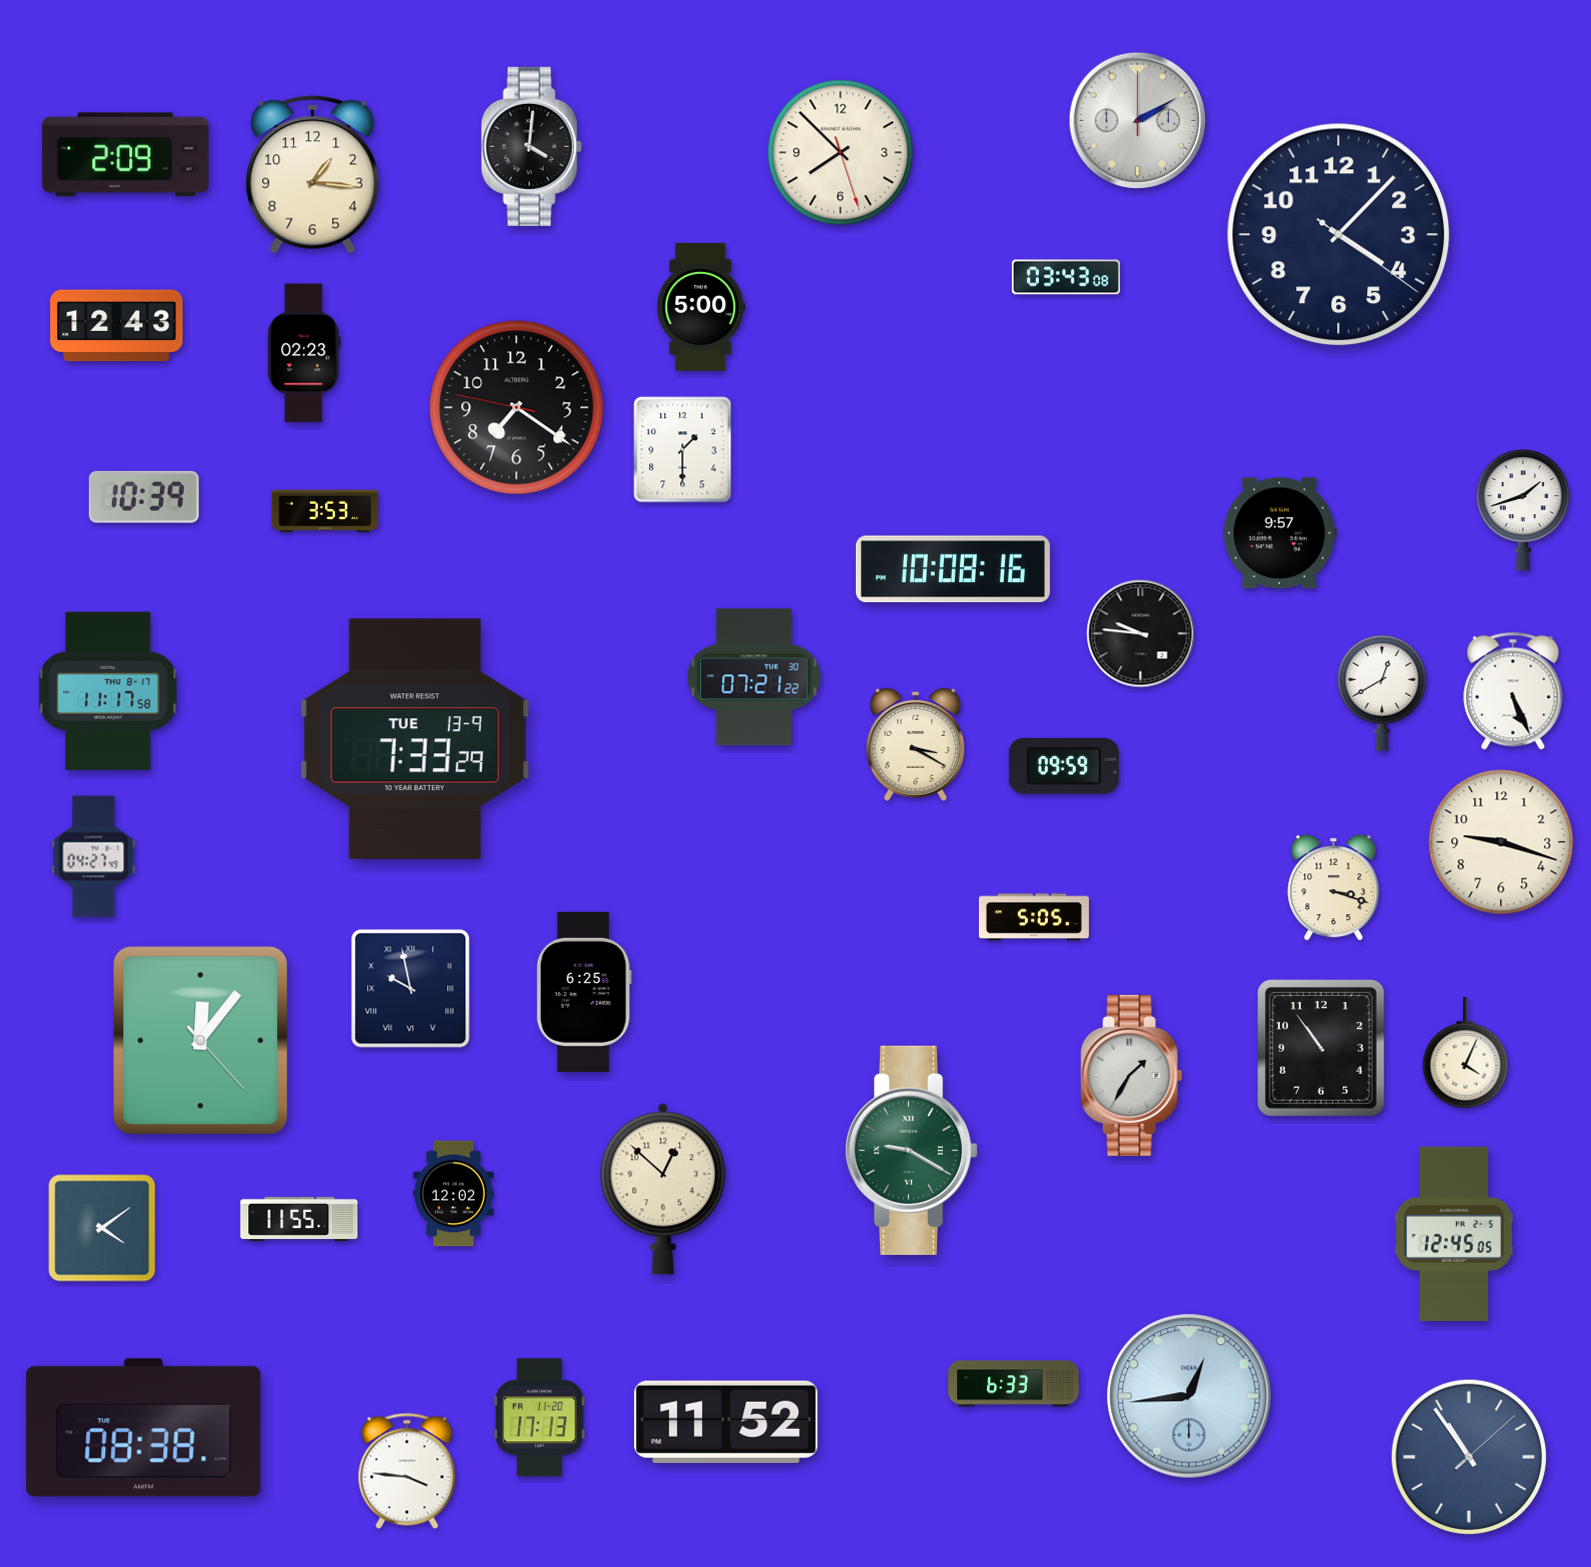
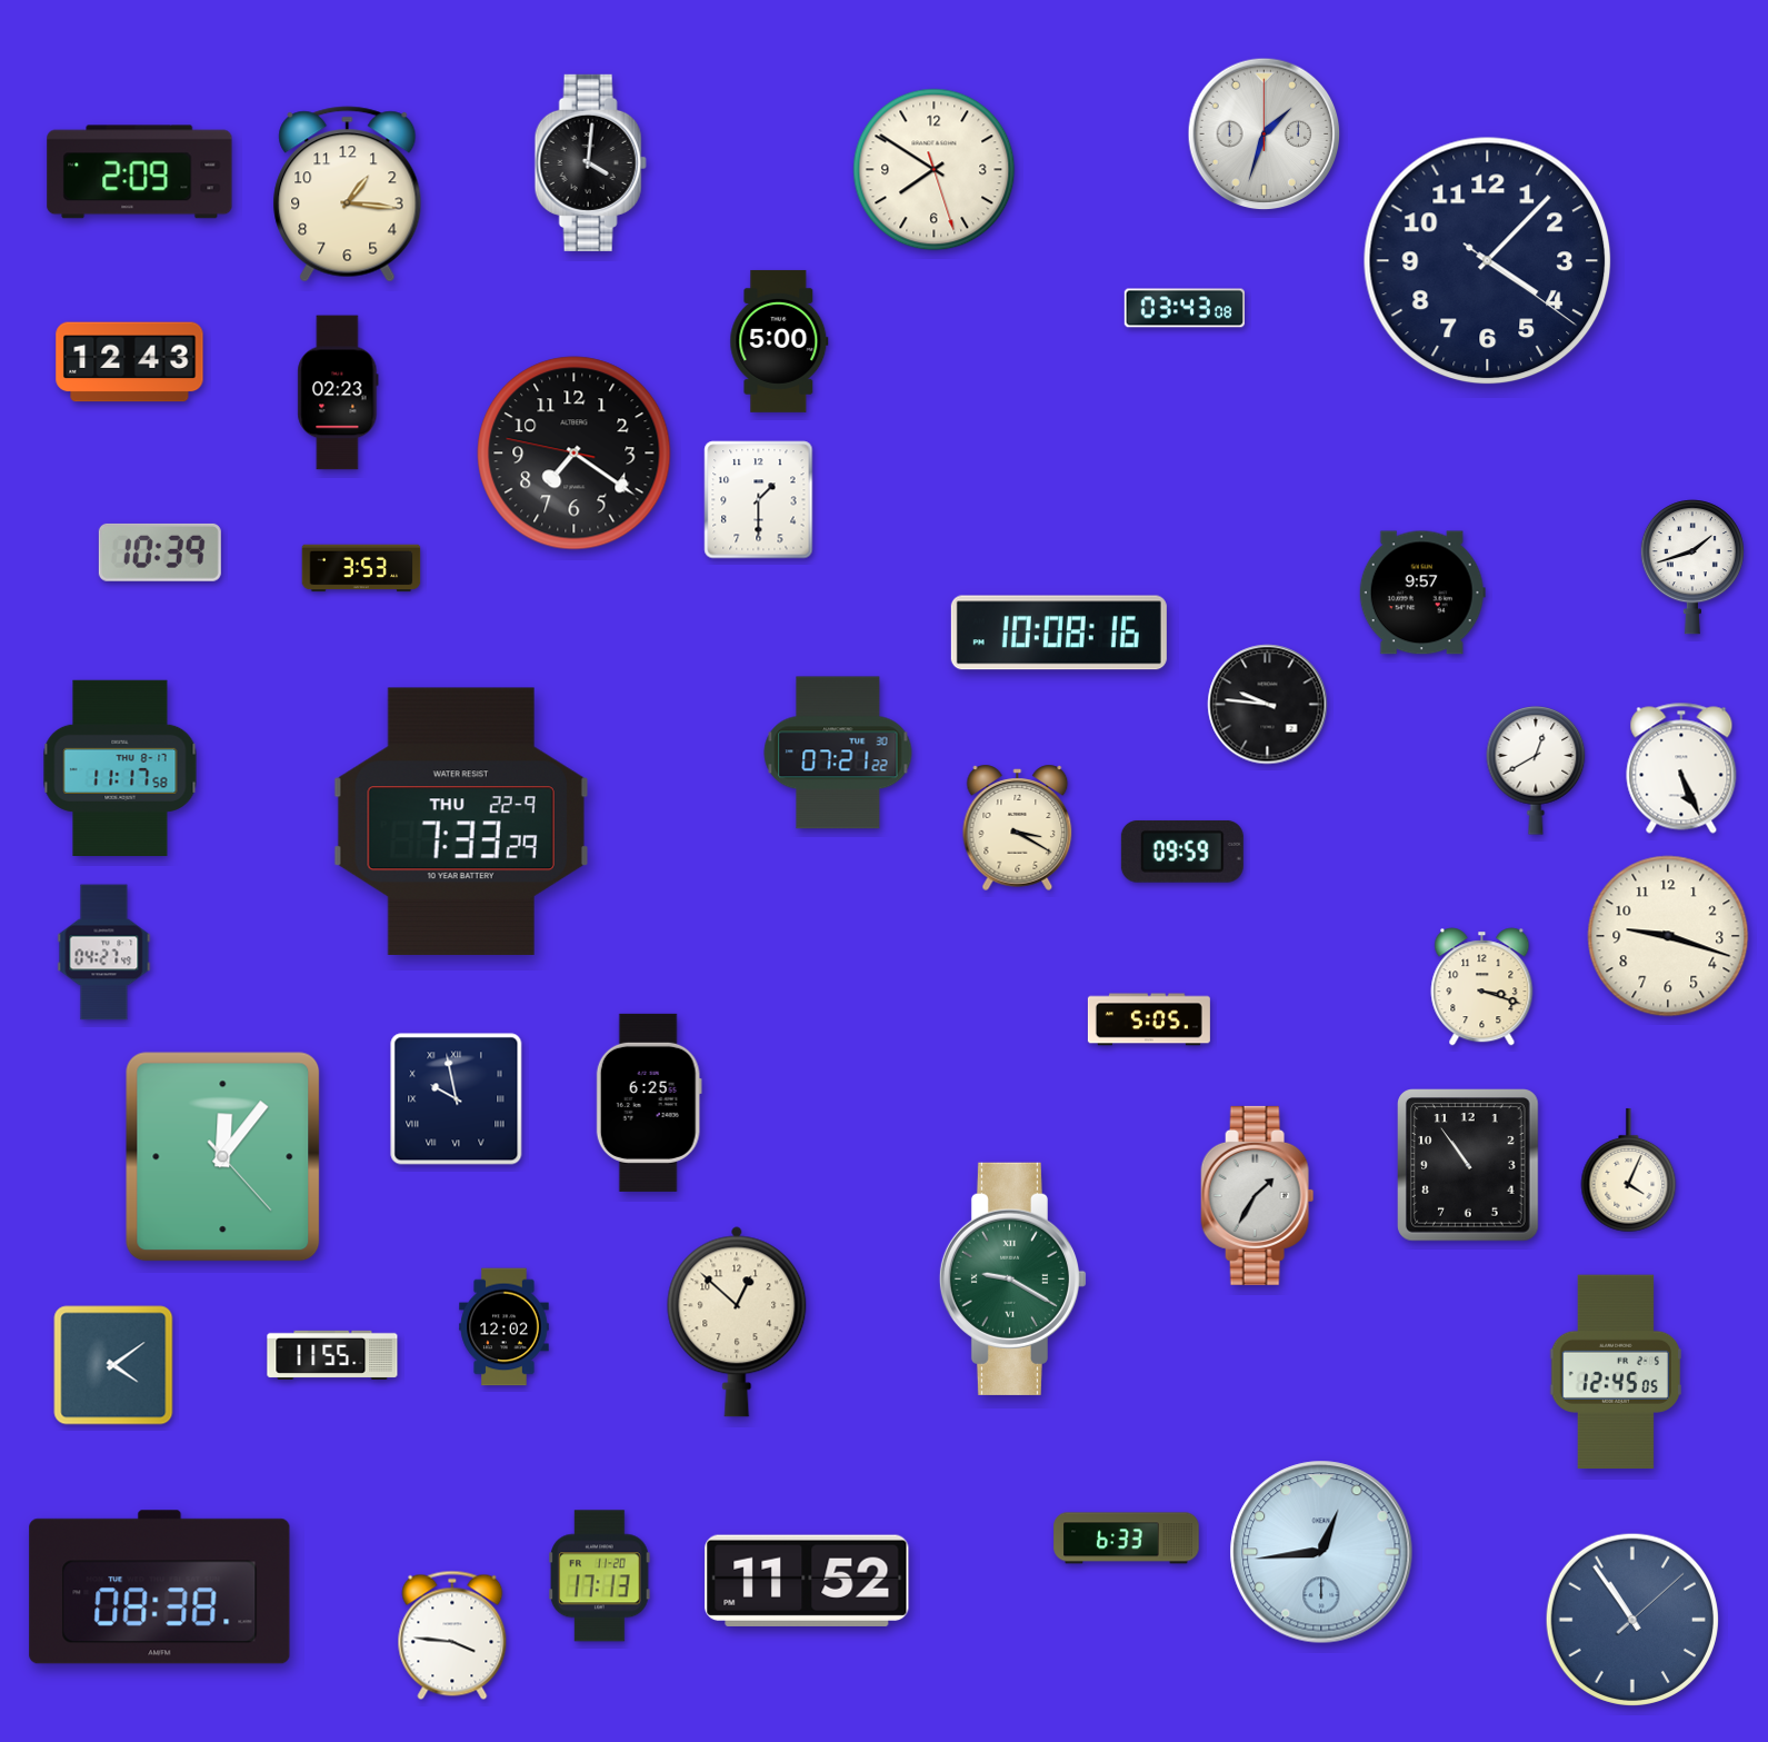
clock at (1138, 121): 2:10 -> 1:33
clock at (841, 153): 7:52 -> 7:50
clock at (415, 739) date: TUE 13-9 -> THU 22-9
